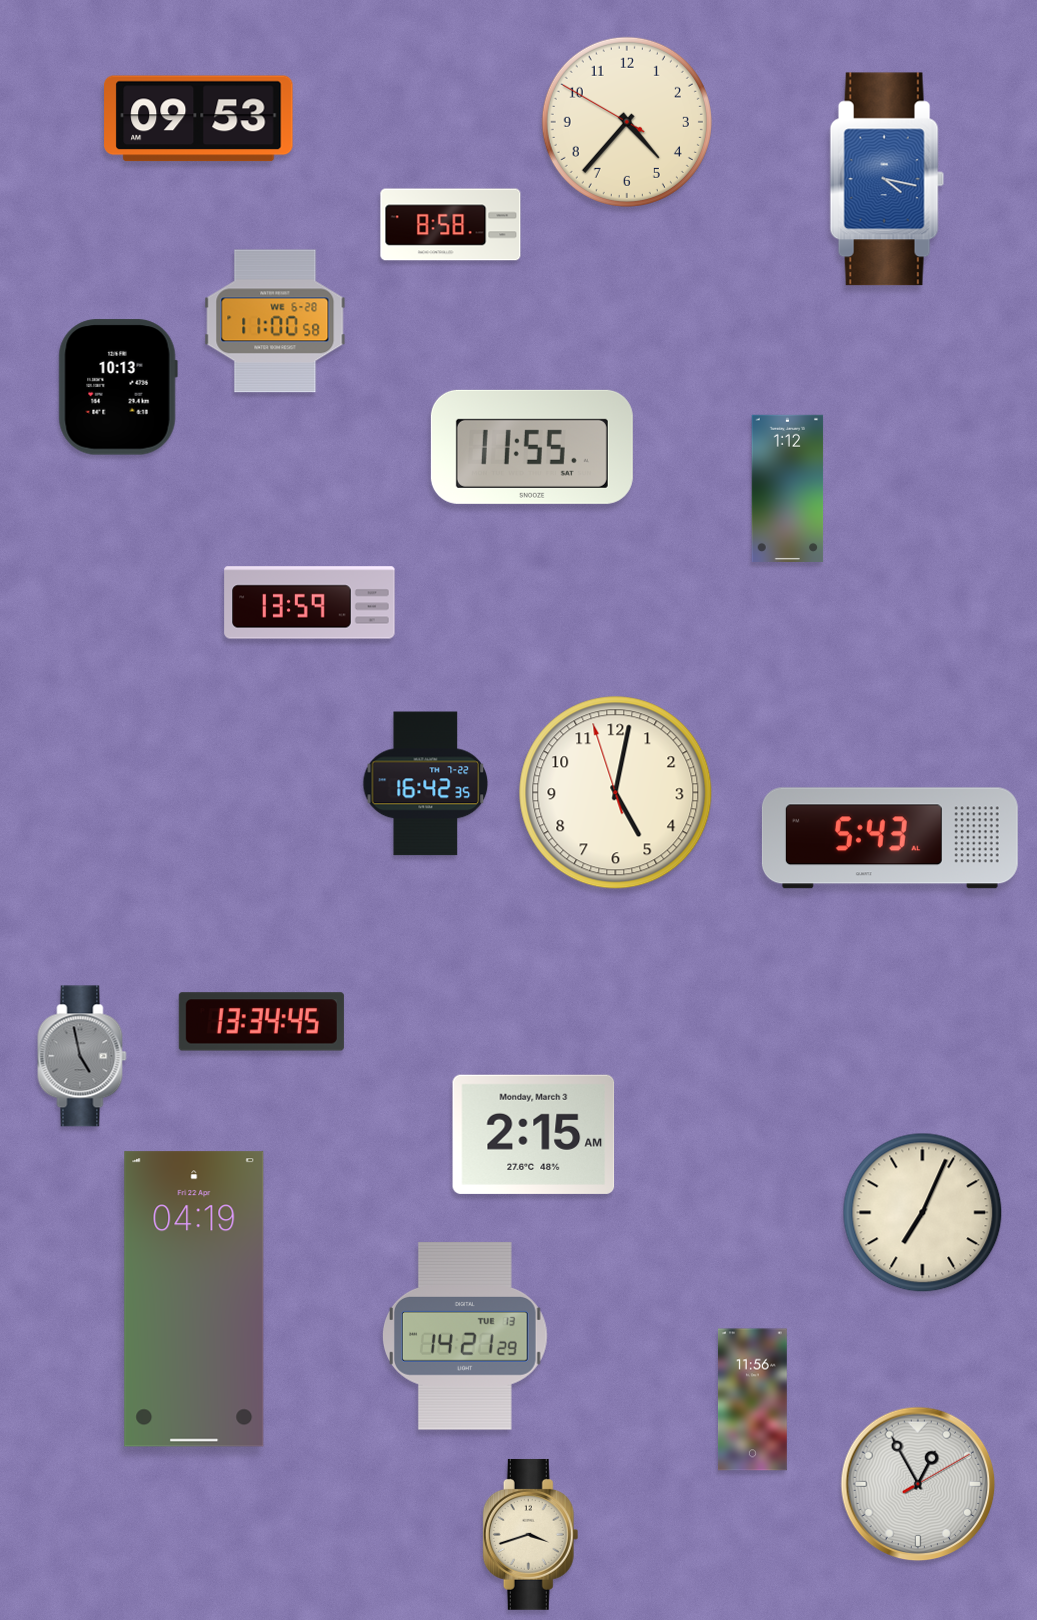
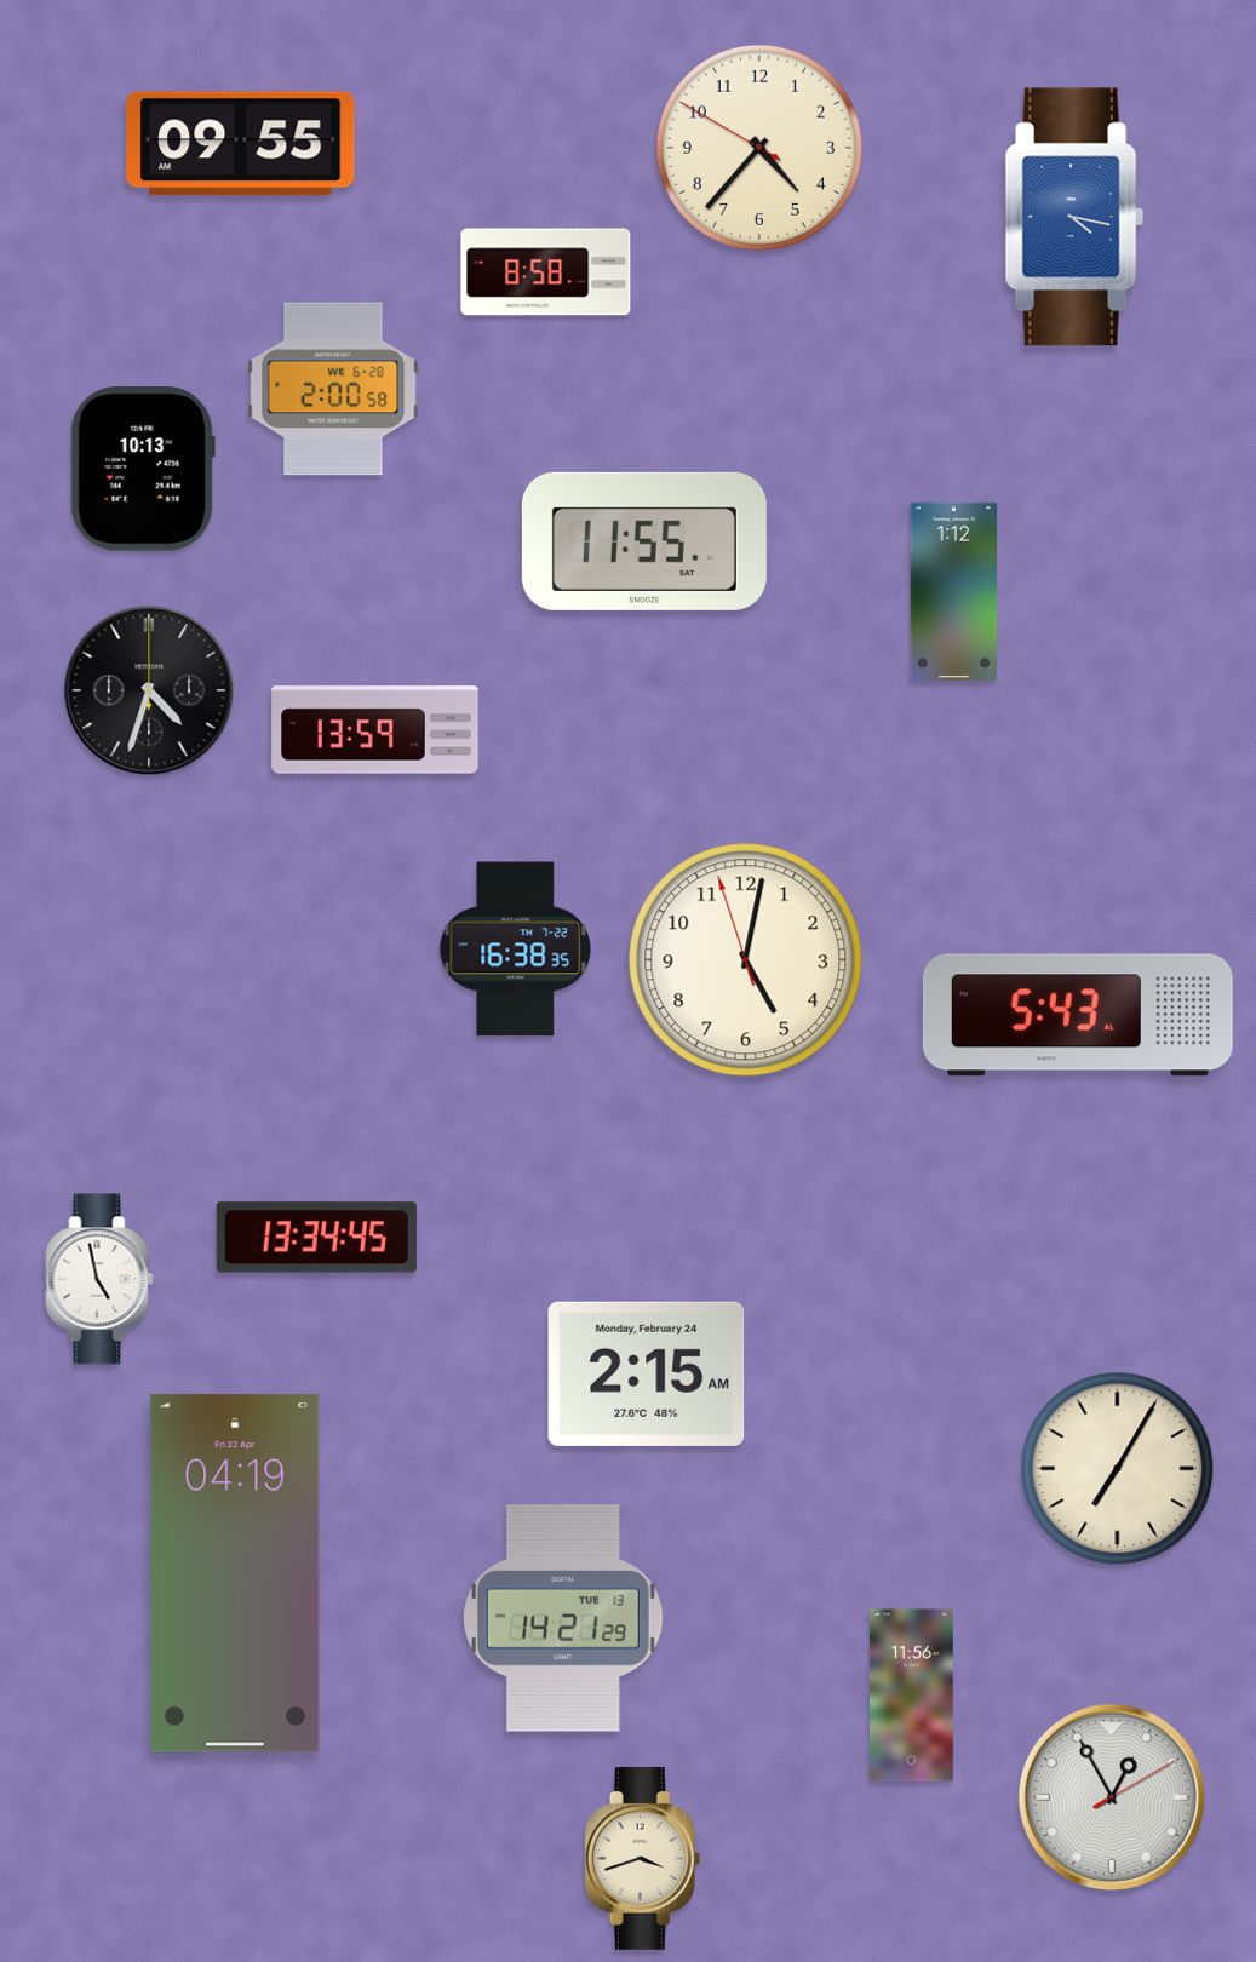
clock at (199, 119): 09:53 -> 09:55
clock at (275, 321): 11:00 -> 2:00
clock at (149, 690): none -> 4:33
clock at (426, 784): 16:42 -> 16:38
clock at (82, 1056) dial: grey -> white
clock at (534, 1134) date: Monday, March 3 -> Monday, February 24
clock at (923, 1213): 7:04 -> 7:05
